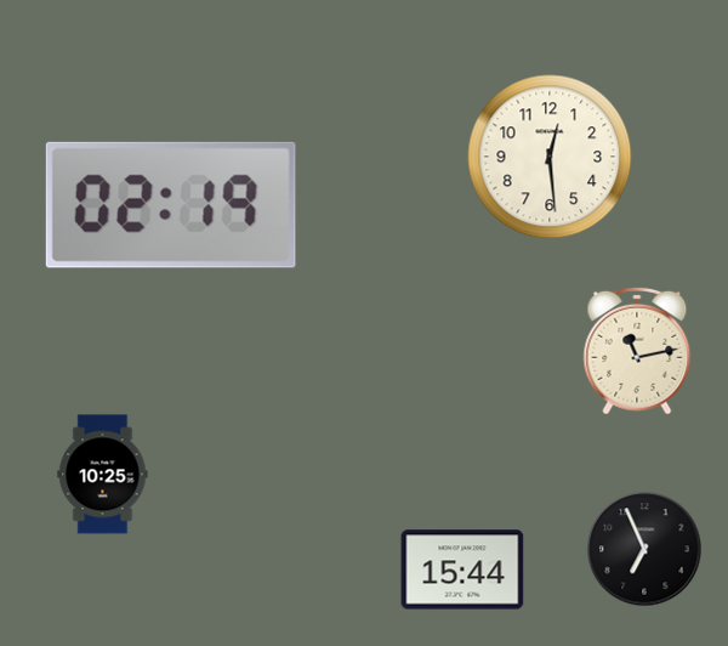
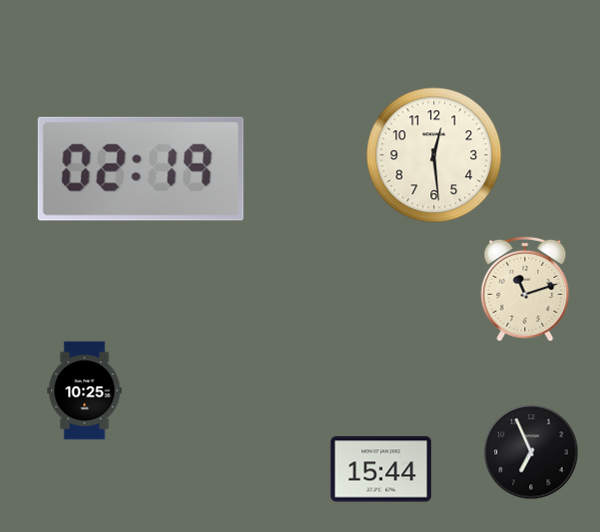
clock at (550, 157) position: (550, 157) -> (434, 155)
clock at (637, 351): 11:13 -> 11:12
